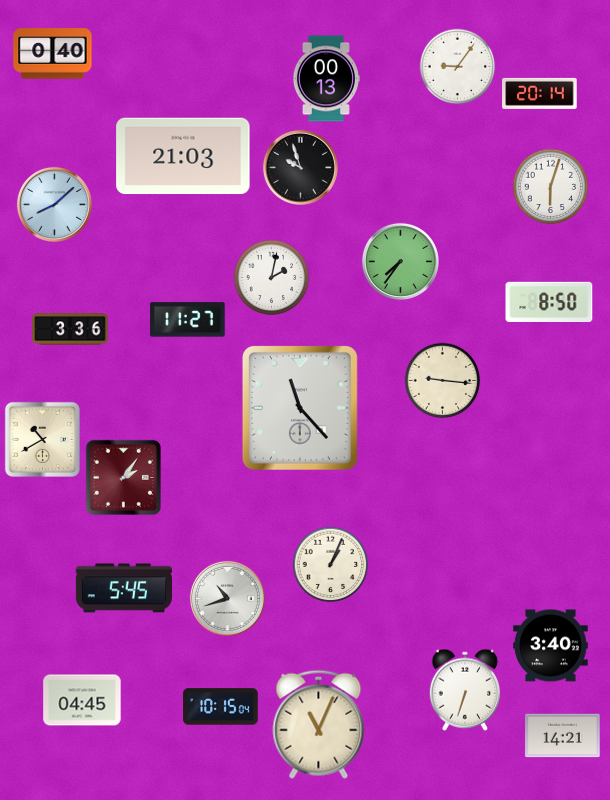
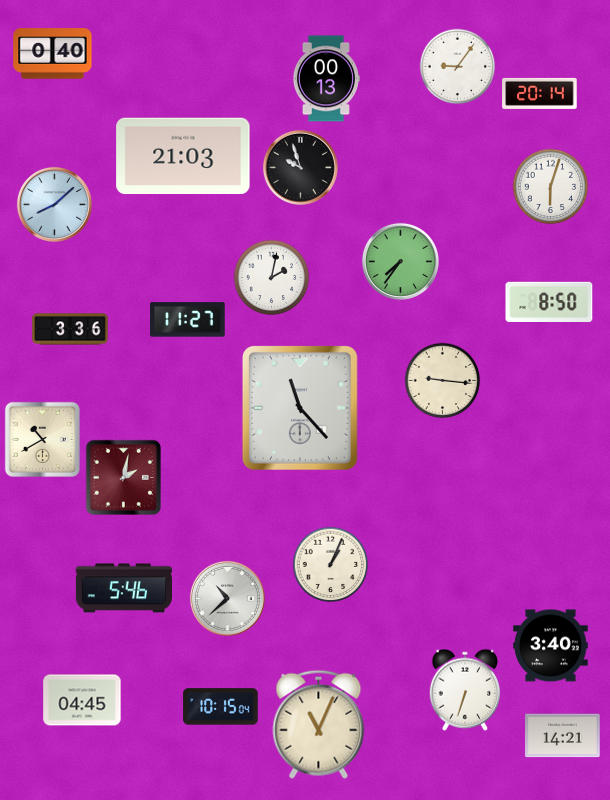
clock at (123, 477): 2:06 -> 2:02
clock at (124, 588): 5:45 -> 5:46
clock at (227, 598): 10:42 -> 10:38
